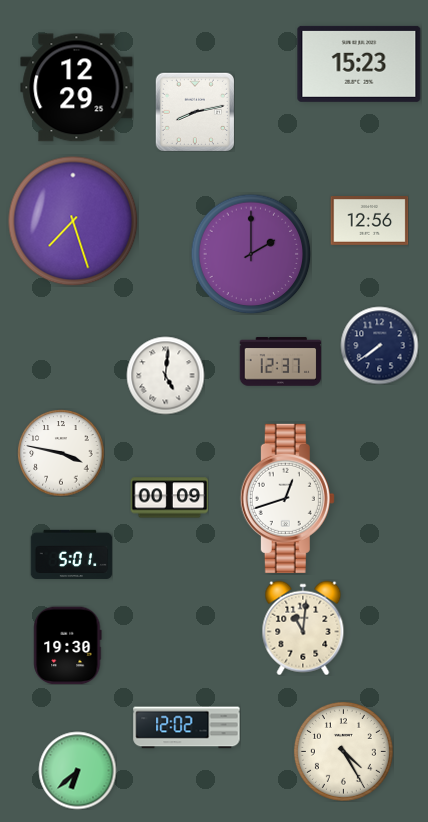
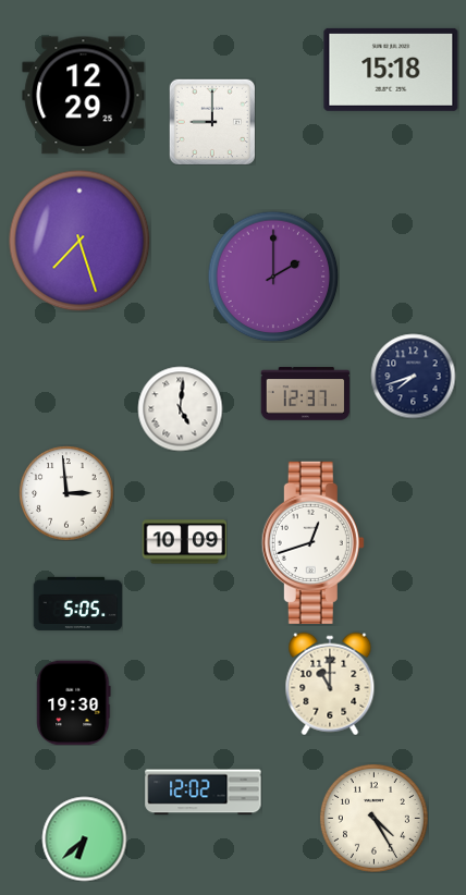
clock at (359, 64): 15:23 -> 15:18
clock at (195, 112): 8:13 -> 9:00
clock at (369, 221): 12:56 -> none
clock at (379, 345): 7:39 -> 7:42
clock at (61, 453): 3:47 -> 2:59
clock at (169, 498): 00:09 -> 10:09
clock at (71, 554): 5:01 -> 5:05
clock at (303, 628): 11:01 -> 11:00
